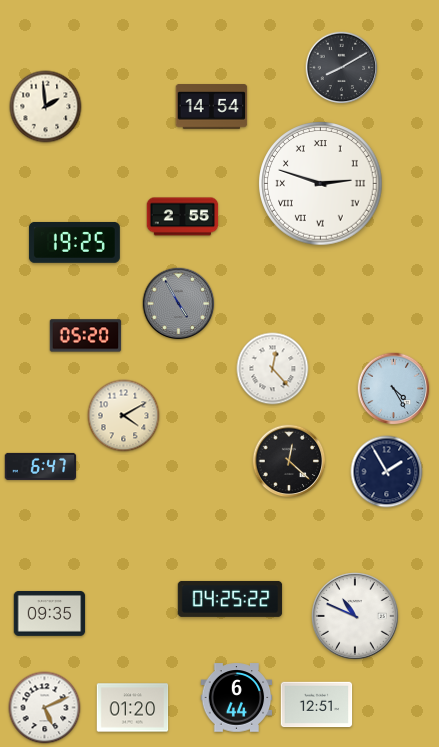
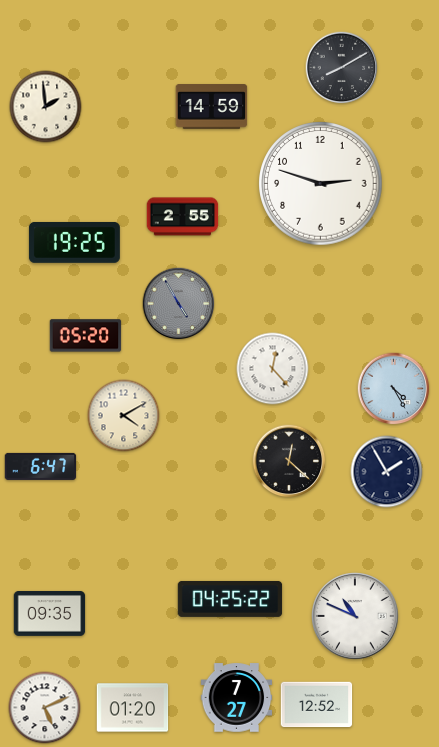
clock at (212, 107): 14:54 -> 14:59
clock at (321, 184) numerals: Roman -> Arabic
clock at (237, 698): 6:44 -> 7:27
clock at (317, 705): 12:51 -> 12:52
